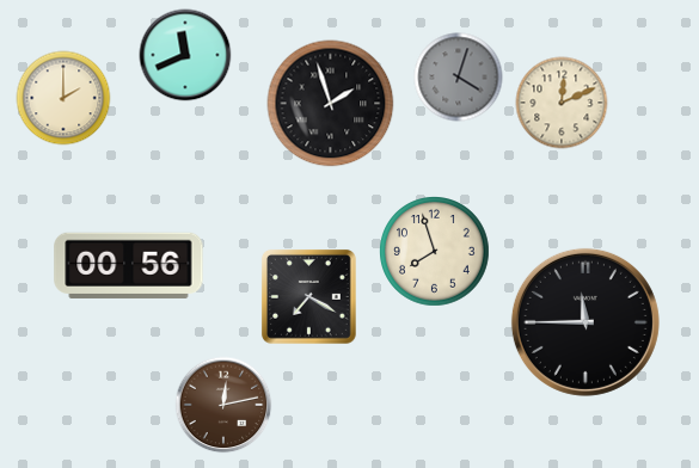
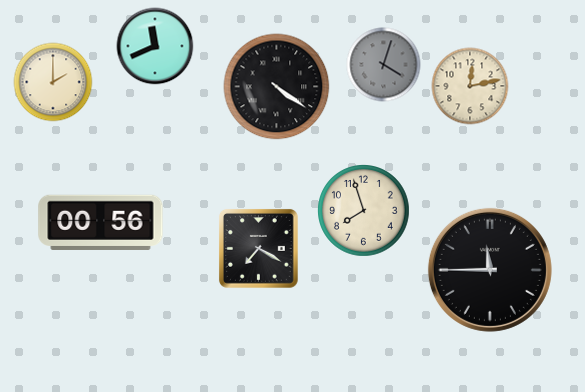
clock at (562, 103): 12:11 -> 12:13
clock at (331, 104): 1:57 -> 4:21
clock at (129, 265) position: (129, 265) -> (101, 222)
clock at (223, 405): 12:13 -> none
